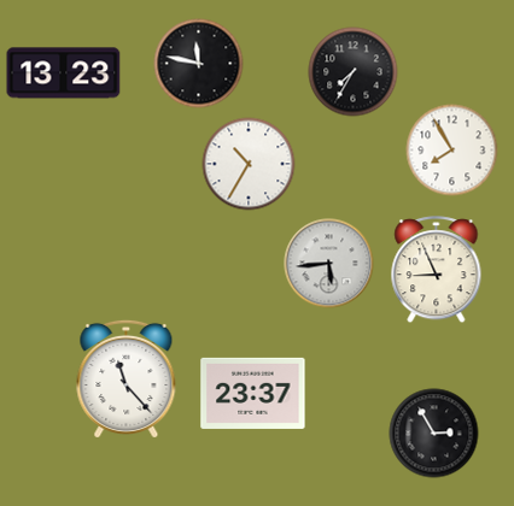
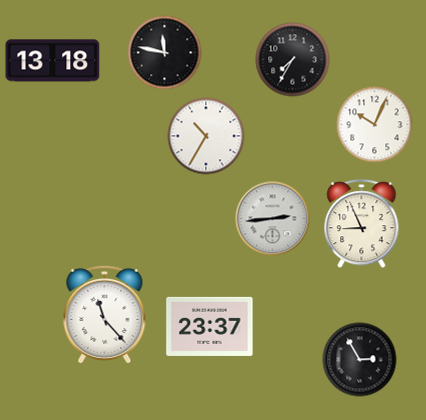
clock at (64, 73): 13:23 -> 13:18
clock at (452, 151): 7:55 -> 10:04
clock at (329, 264): 5:44 -> 2:44
